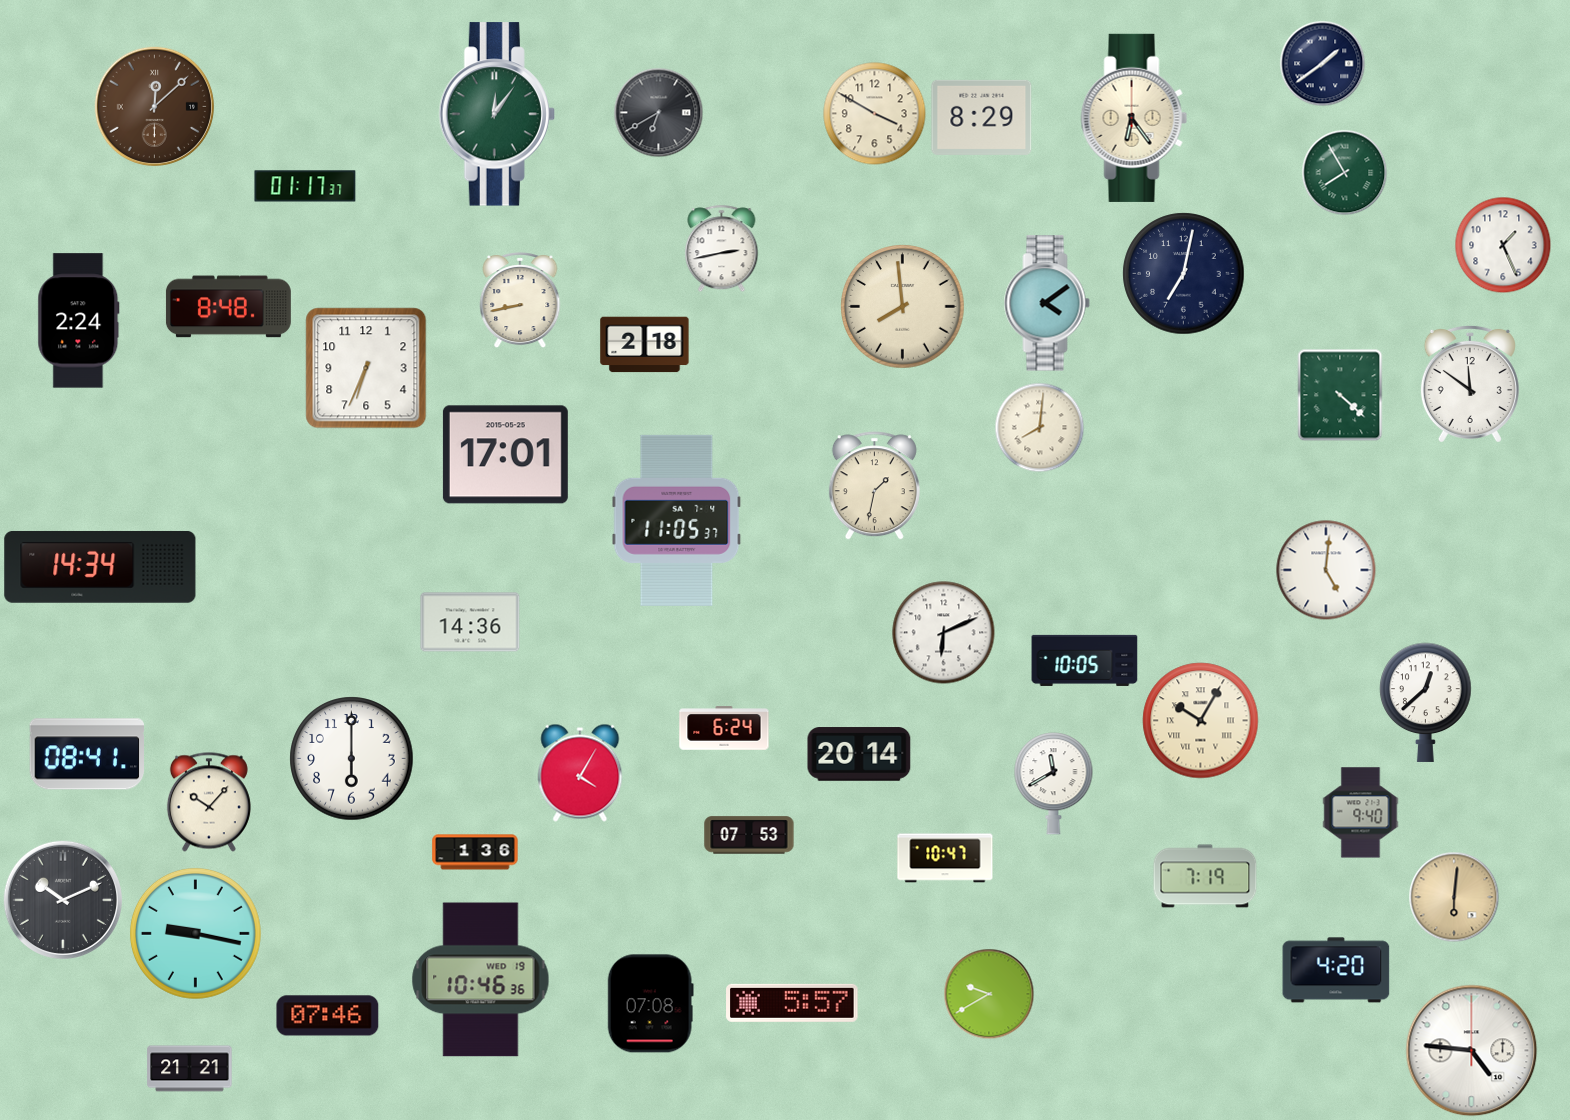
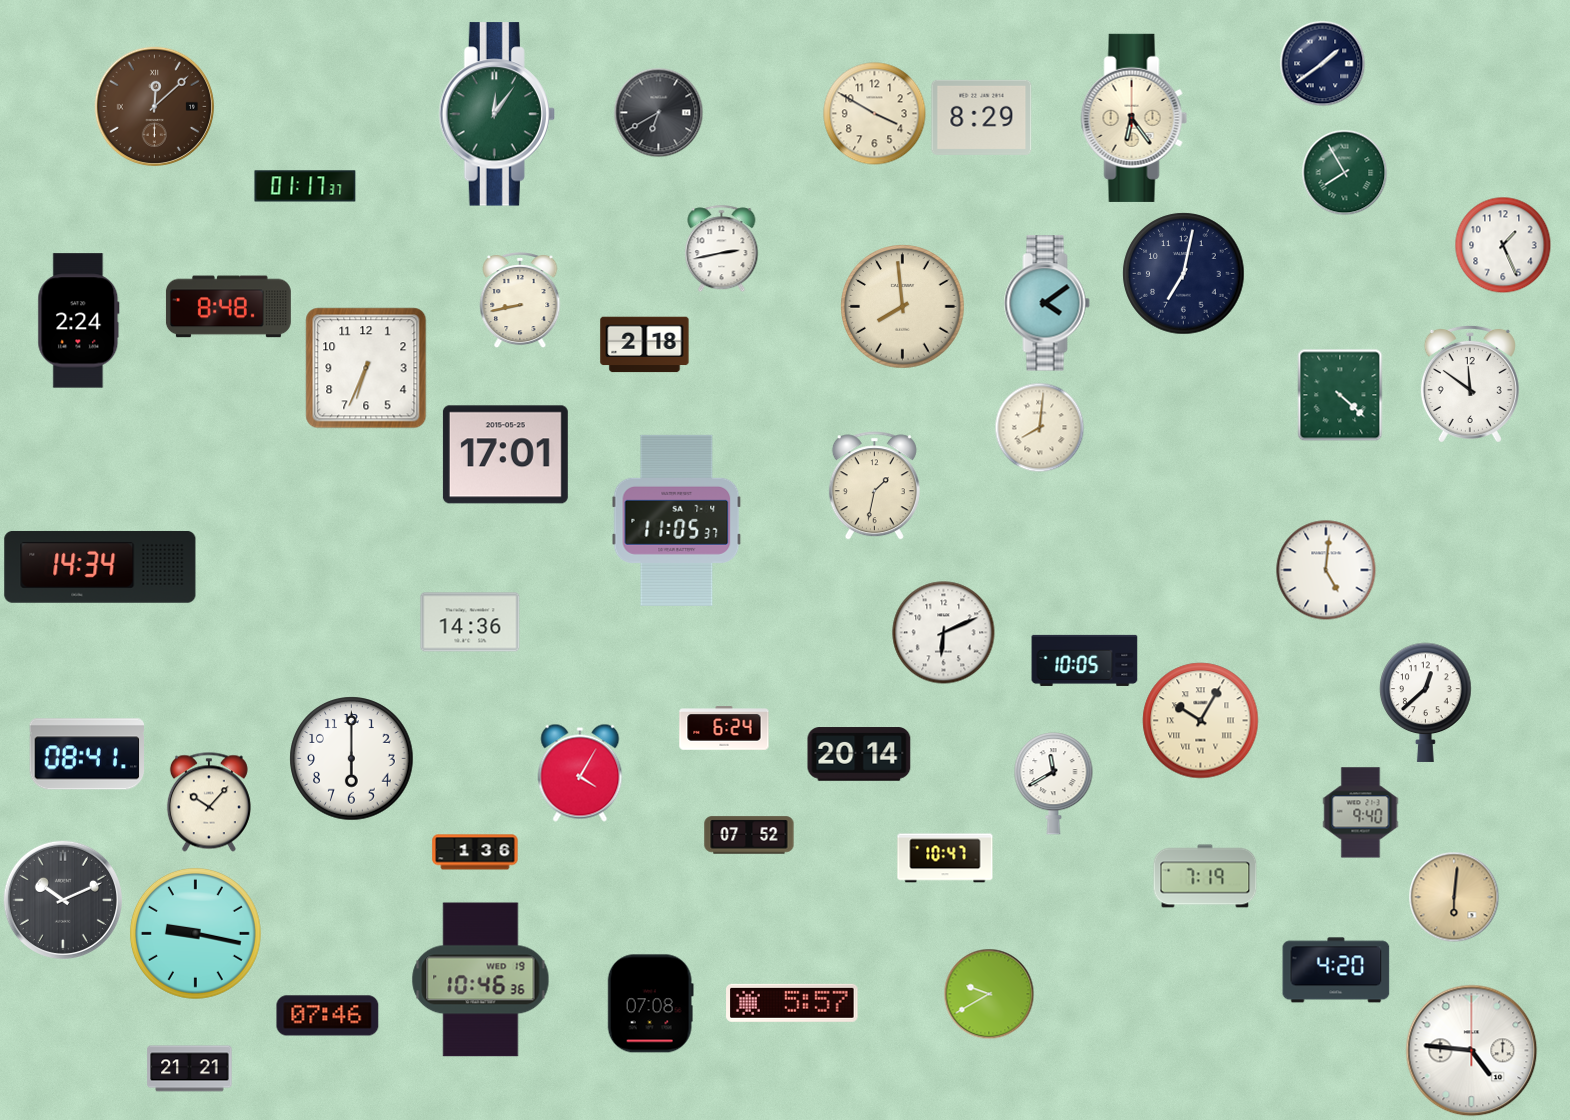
clock at (749, 835): 07:53 -> 07:52
